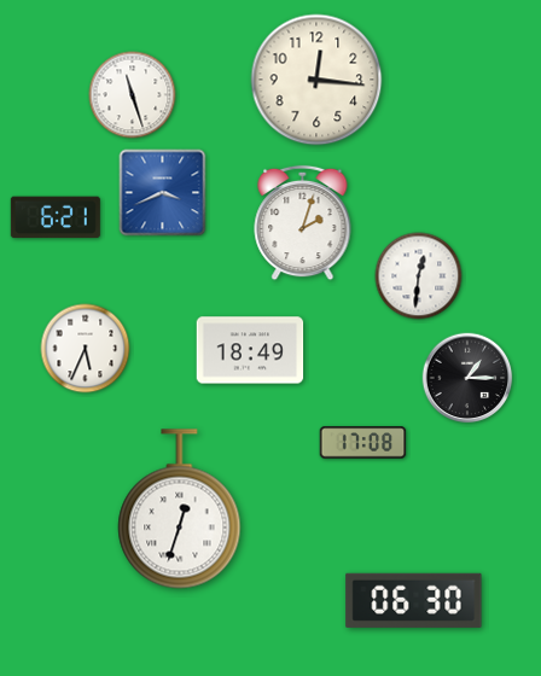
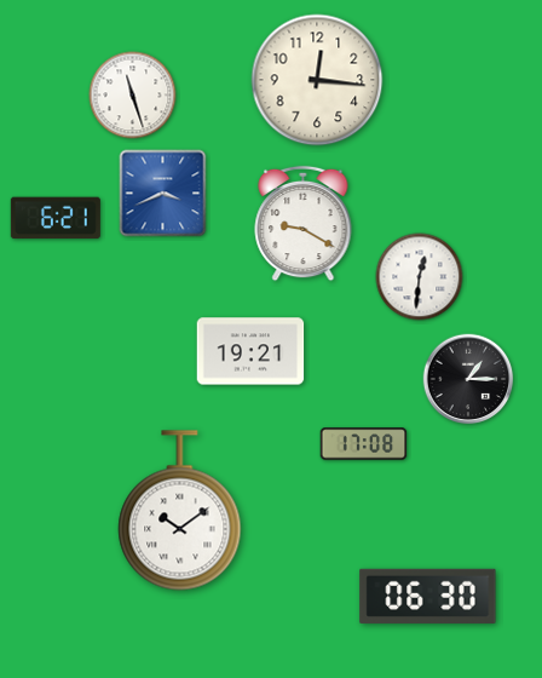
clock at (303, 223): 2:03 -> 9:20
clock at (86, 349): 5:34 -> none
clock at (250, 350): 18:49 -> 19:21
clock at (180, 509): 12:33 -> 10:09
clock at (414, 600) position: (414, 600) -> (428, 596)
